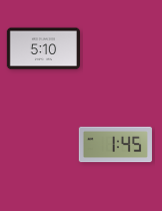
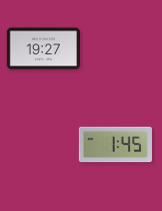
clock at (43, 49): 5:10 -> 19:27
